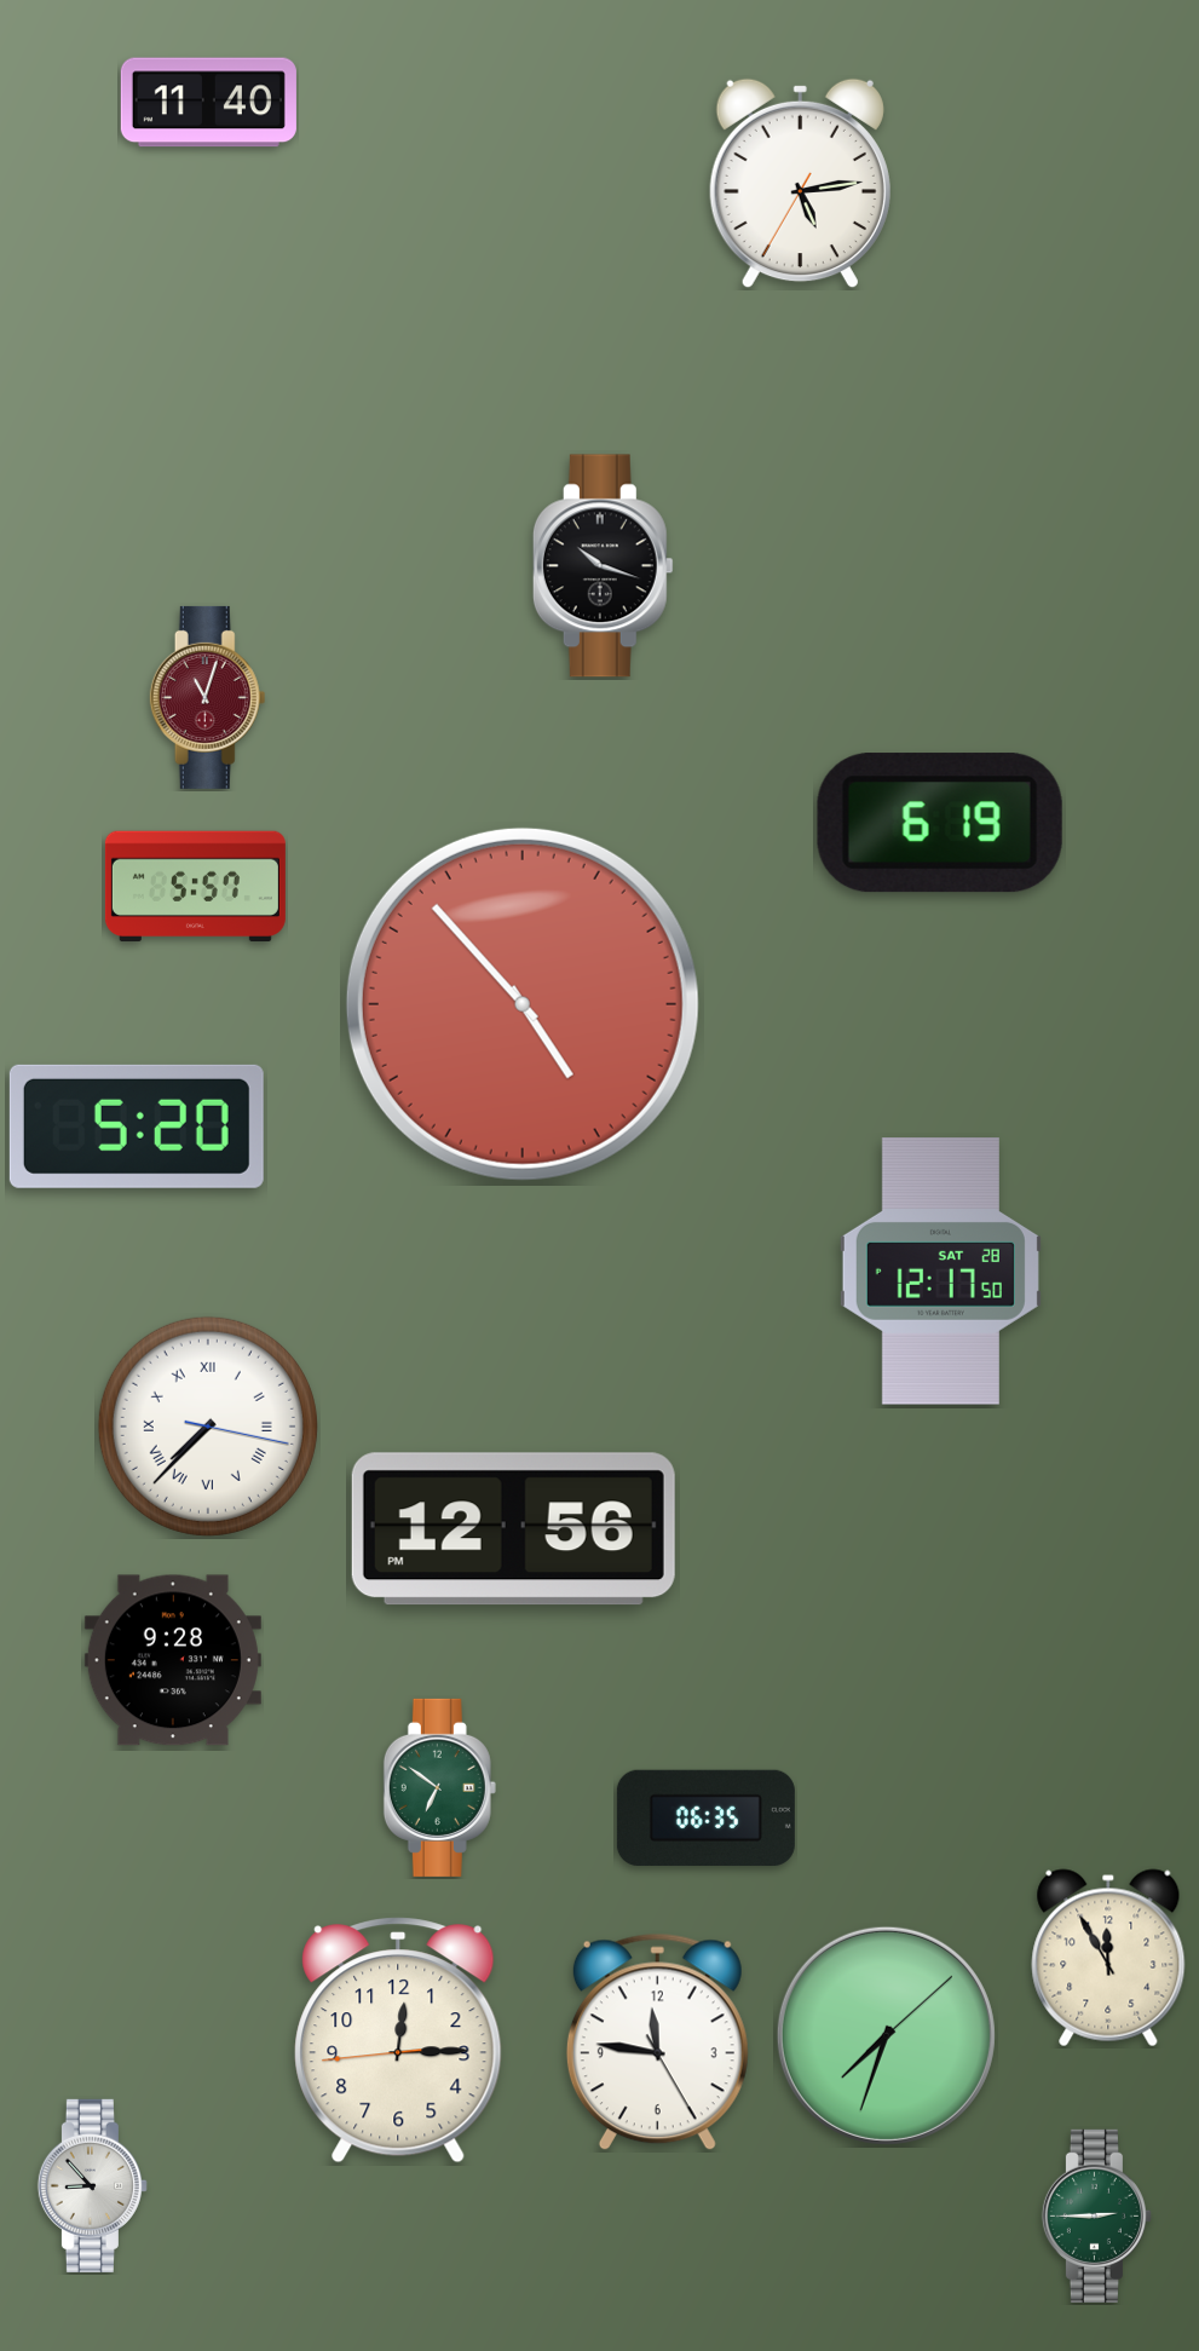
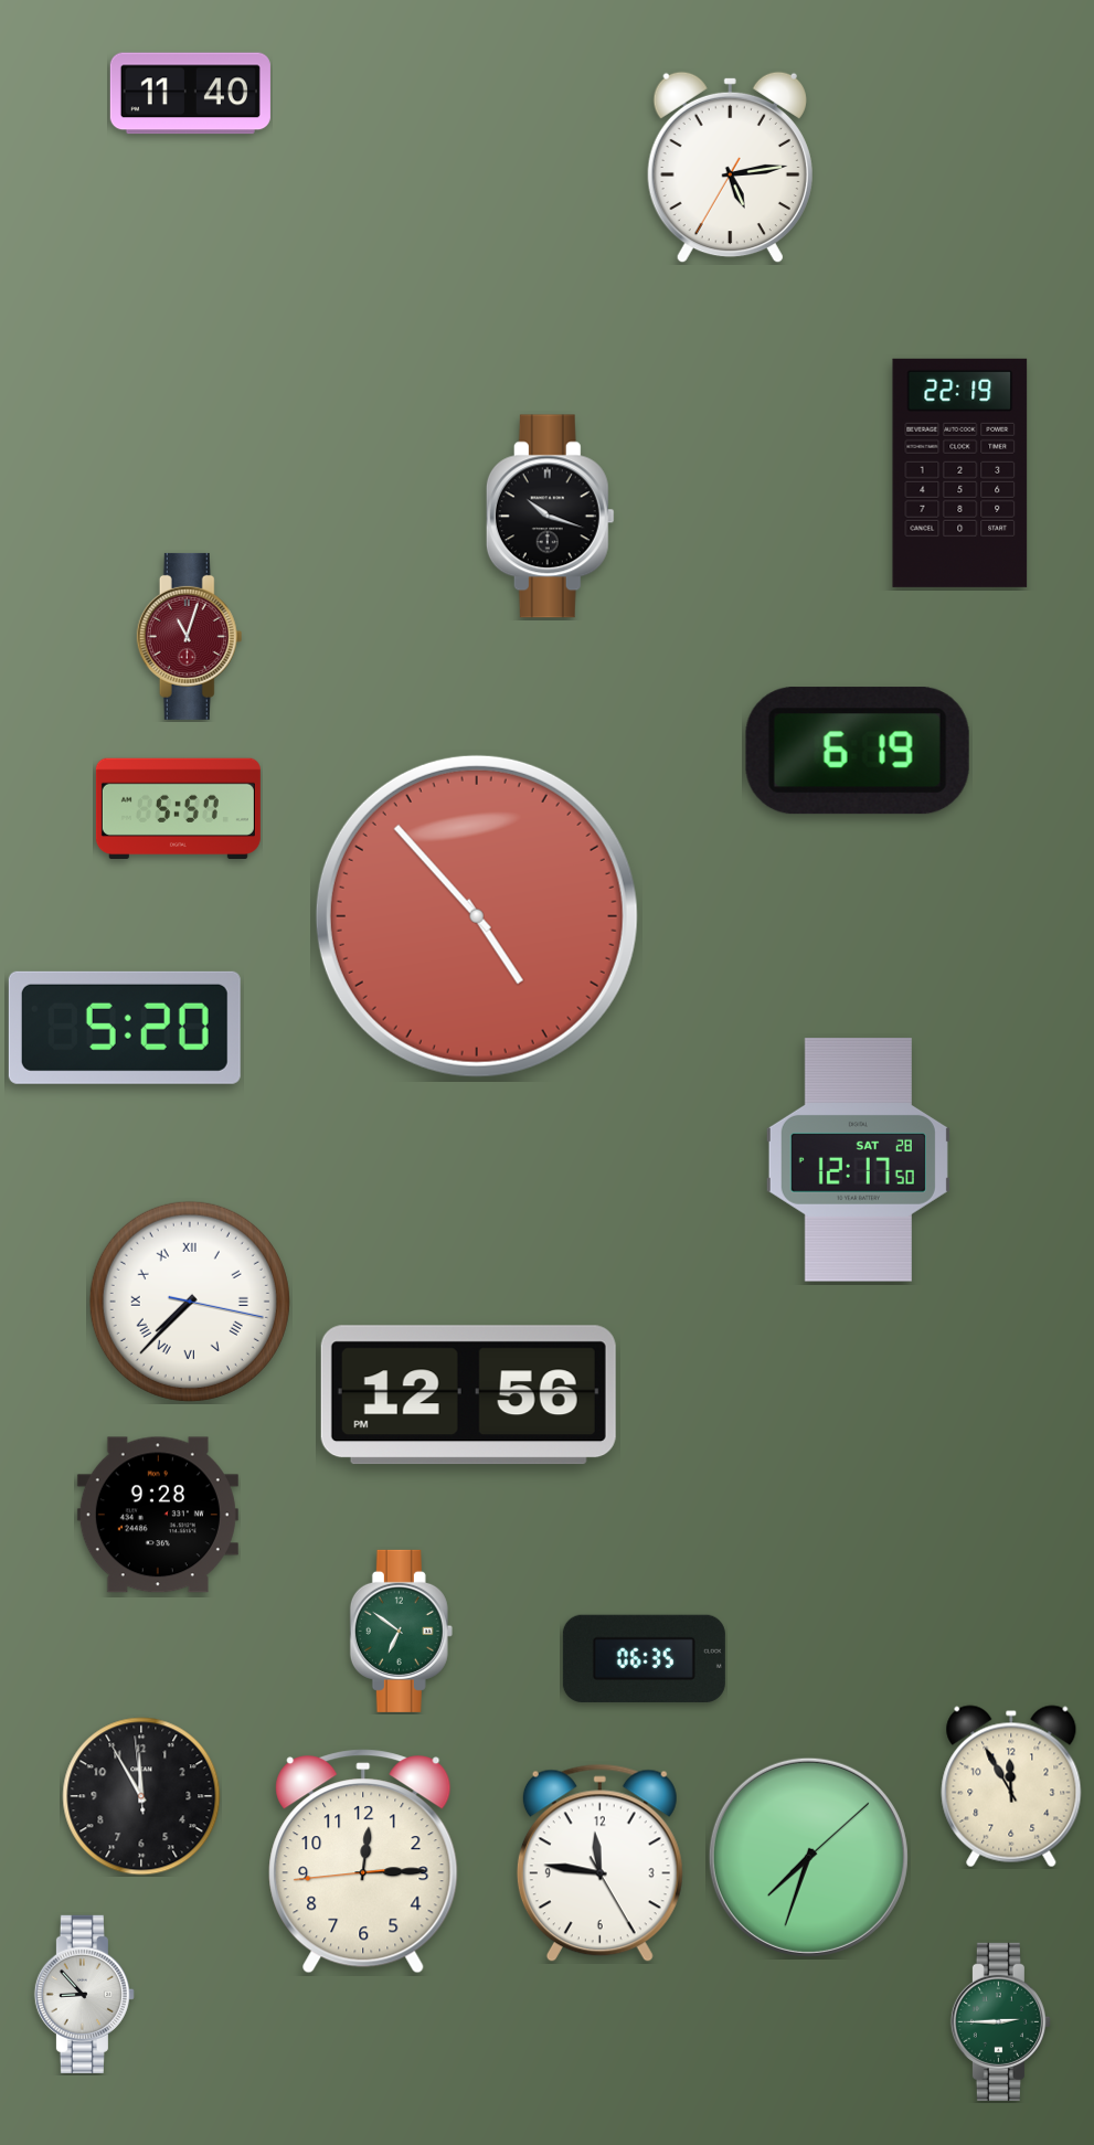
clock at (960, 472): none -> 22:19
clock at (141, 1796): none -> 11:54
